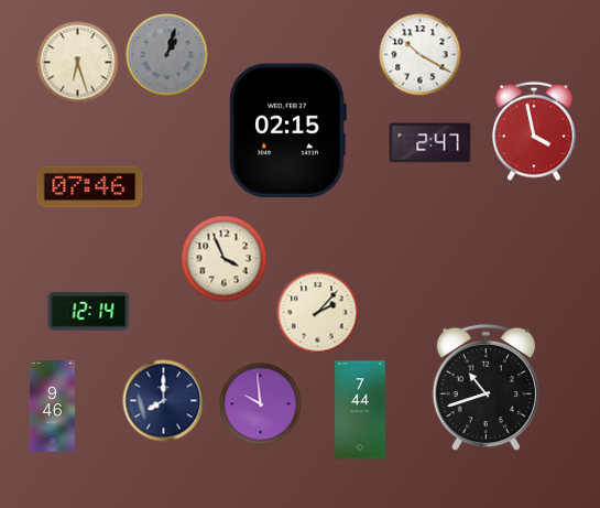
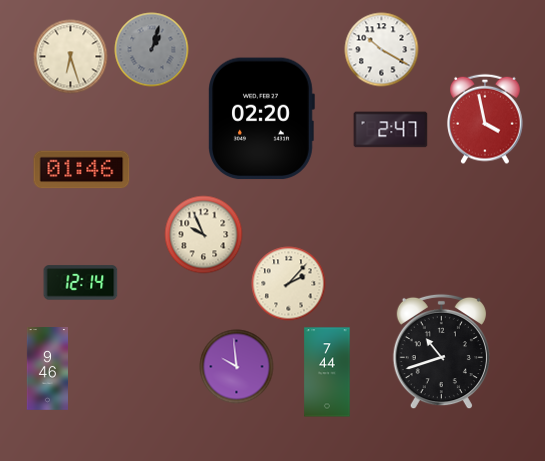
clock at (287, 131): 02:15 -> 02:20
clock at (90, 187): 07:46 -> 01:46
clock at (225, 259): 3:56 -> 9:56
clock at (164, 401): 8:00 -> none
